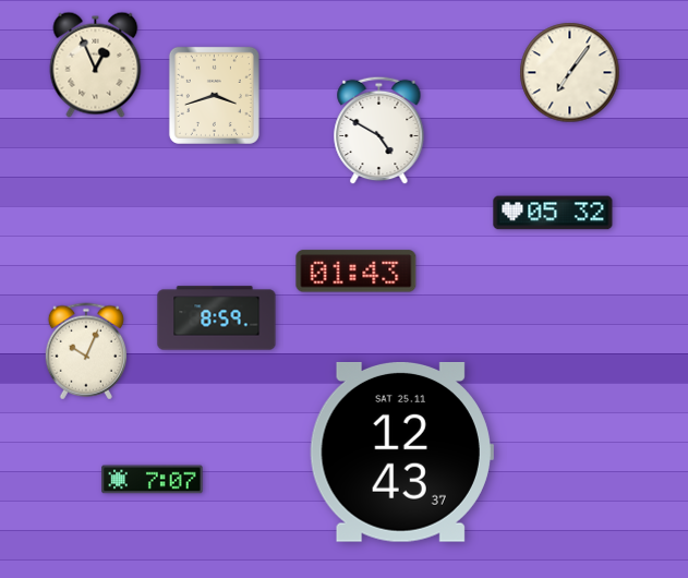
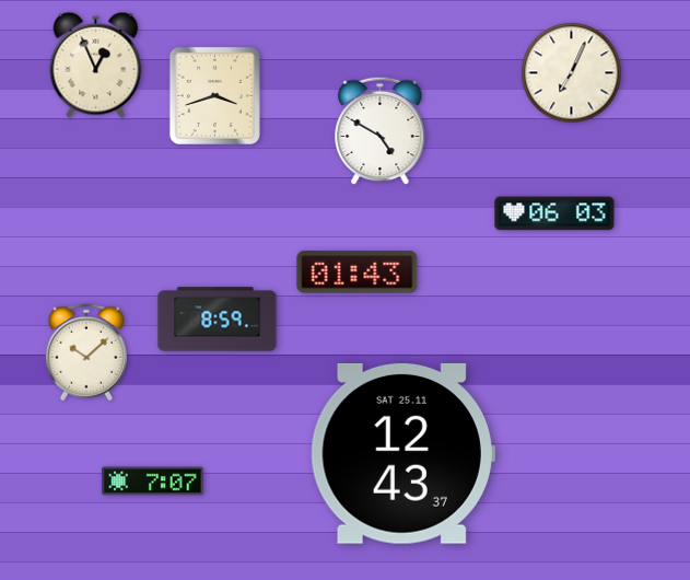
clock at (570, 73): 7:06 -> 7:04
clock at (553, 213): 05:32 -> 06:03
clock at (86, 351): 10:04 -> 10:08
